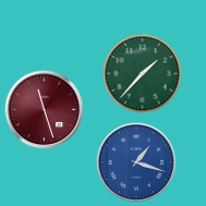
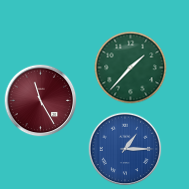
clock at (45, 110): 11:27 -> 11:25
clock at (136, 162): 1:18 -> 1:15
